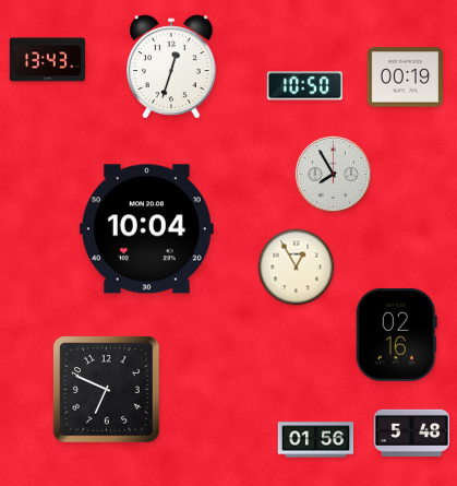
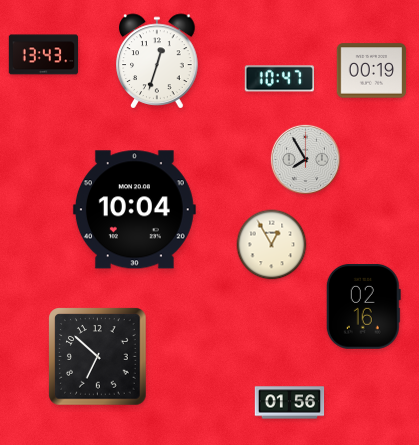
clock at (304, 86): 10:50 -> 10:47
clock at (107, 390): 6:49 -> 6:52
clock at (412, 432): 5:48 -> none
